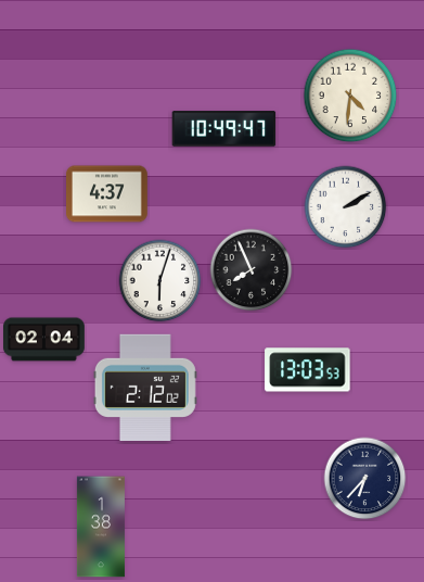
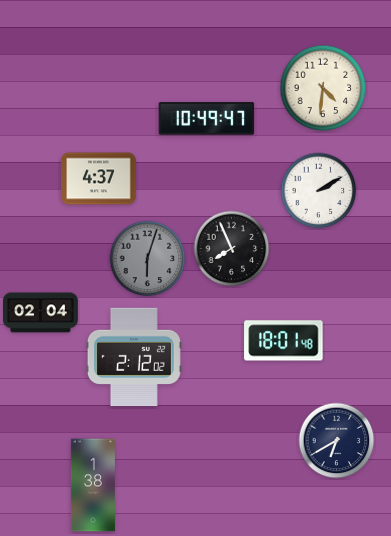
clock at (160, 281) dial: white -> grey
clock at (308, 370): 13:03 -> 18:01
clock at (365, 479): 6:37 -> 6:40
